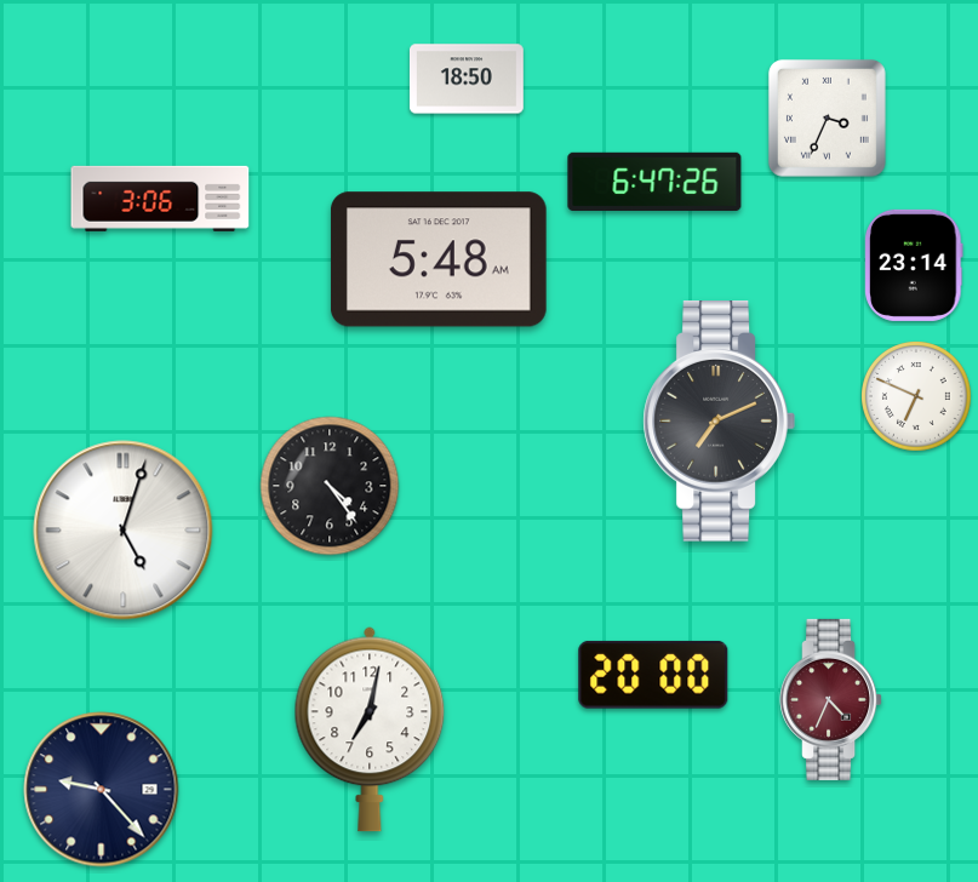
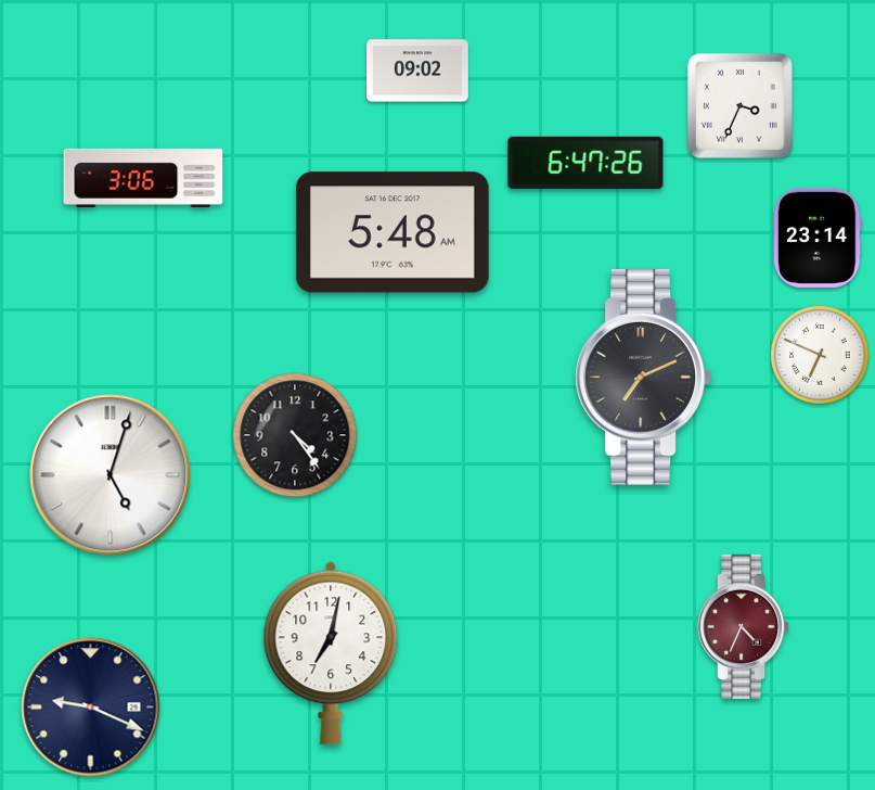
clock at (467, 79): 18:50 -> 09:02
clock at (653, 675): 20:00 -> none
clock at (102, 790): 9:23 -> 9:19
